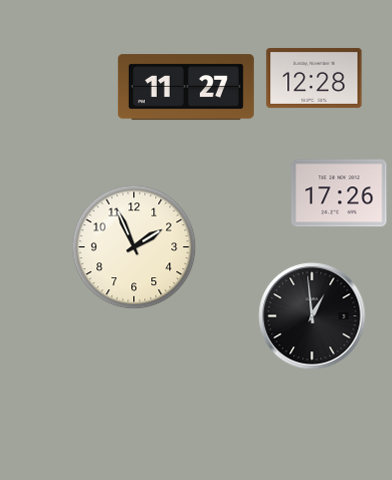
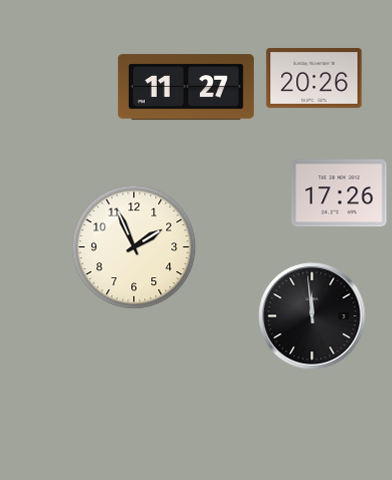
clock at (314, 78): 12:28 -> 20:26
clock at (312, 316): 12:59 -> 11:59
